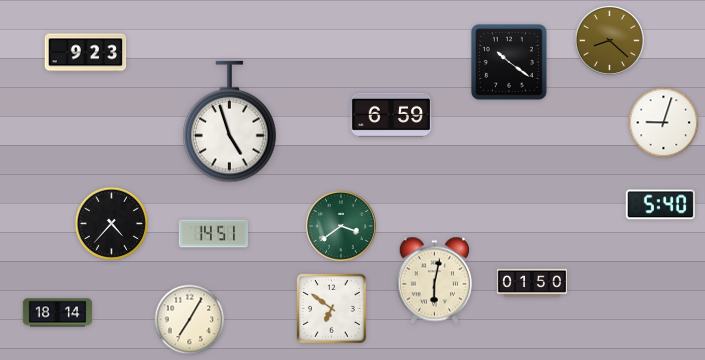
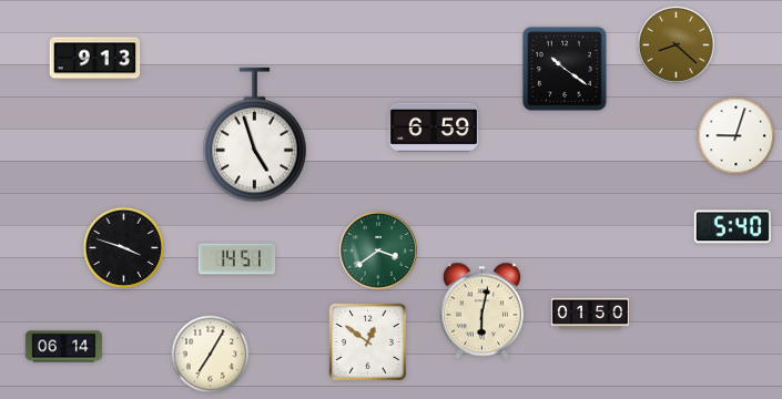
clock at (86, 53): 9:23 -> 9:13
clock at (111, 223): 4:37 -> 3:48
clock at (332, 309): 6:51 -> 12:51
clock at (58, 313): 18:14 -> 06:14
